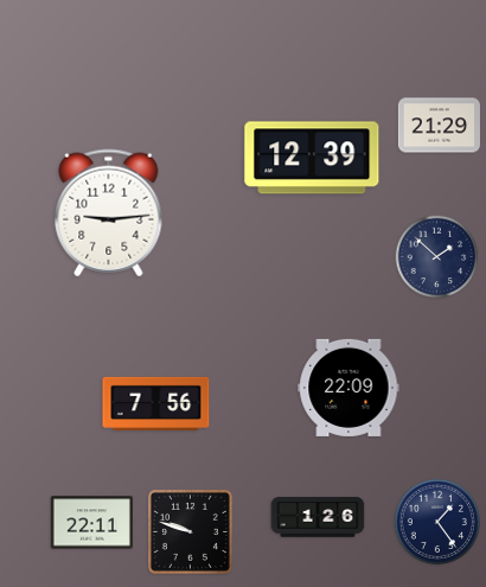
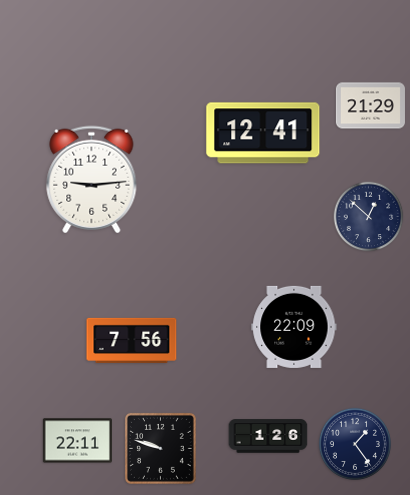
clock at (312, 158): 12:39 -> 12:41
clock at (437, 257): 1:52 -> 12:52
clock at (436, 521) position: (436, 521) -> (354, 443)
